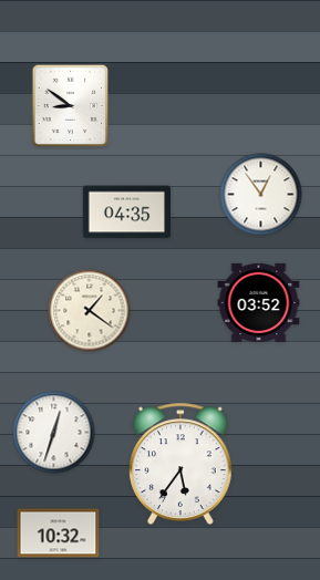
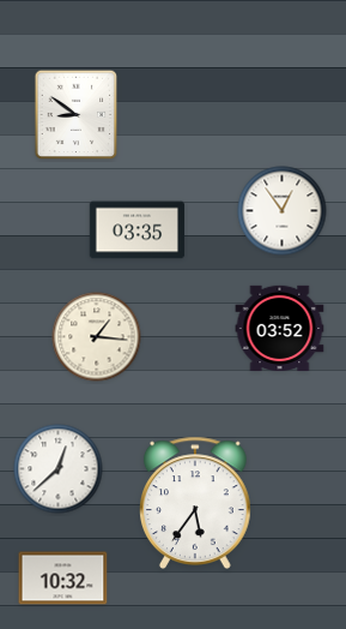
clock at (127, 213): 04:35 -> 03:35
clock at (90, 311): 1:21 -> 1:16
clock at (54, 433): 12:33 -> 12:38
